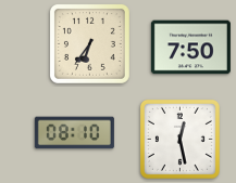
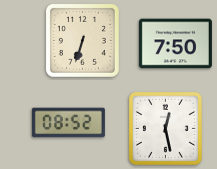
clock at (89, 43): 6:36 -> 6:33
clock at (74, 133): 08:10 -> 08:52
